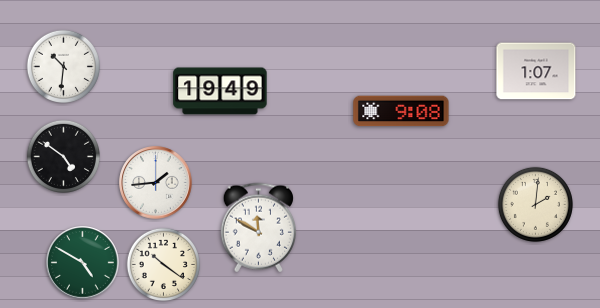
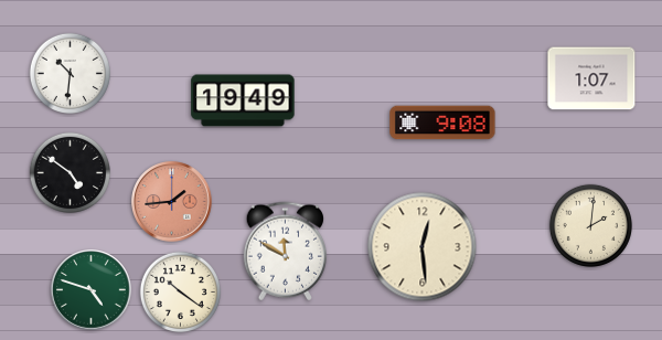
clock at (156, 183) dial: white -> salmon
clock at (423, 247): none -> 12:29
clock at (83, 263): 4:50 -> 4:48
